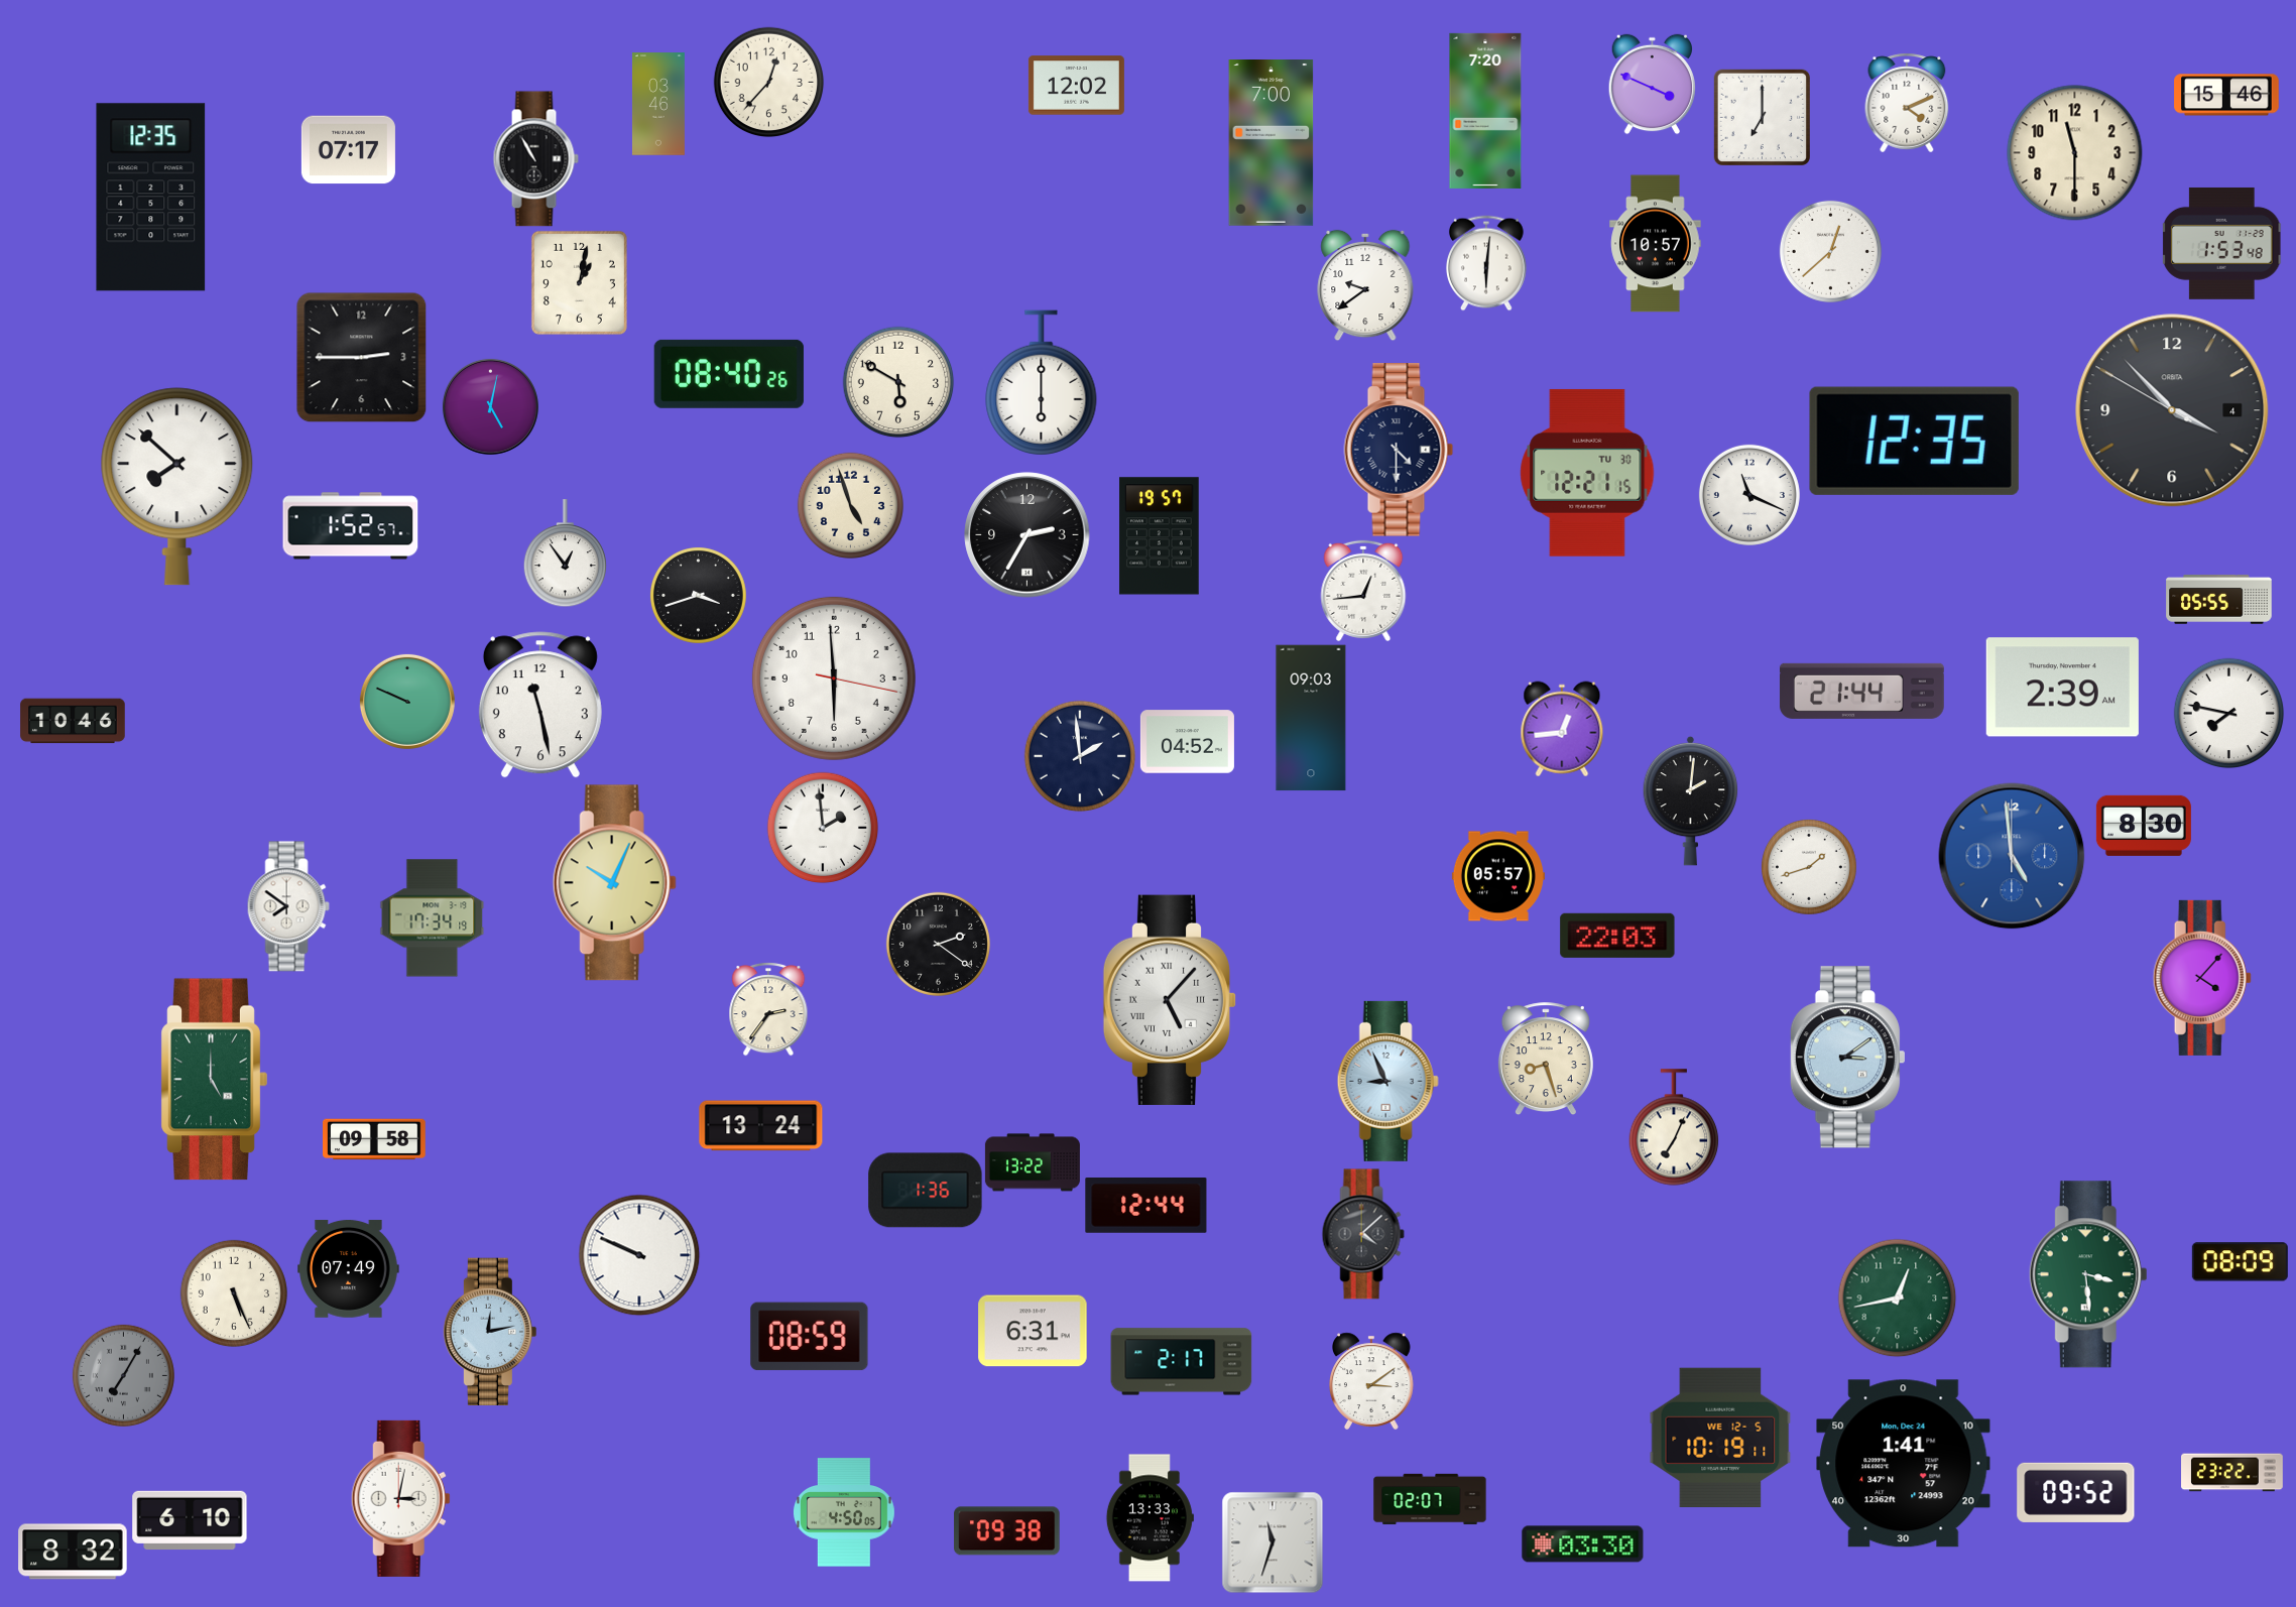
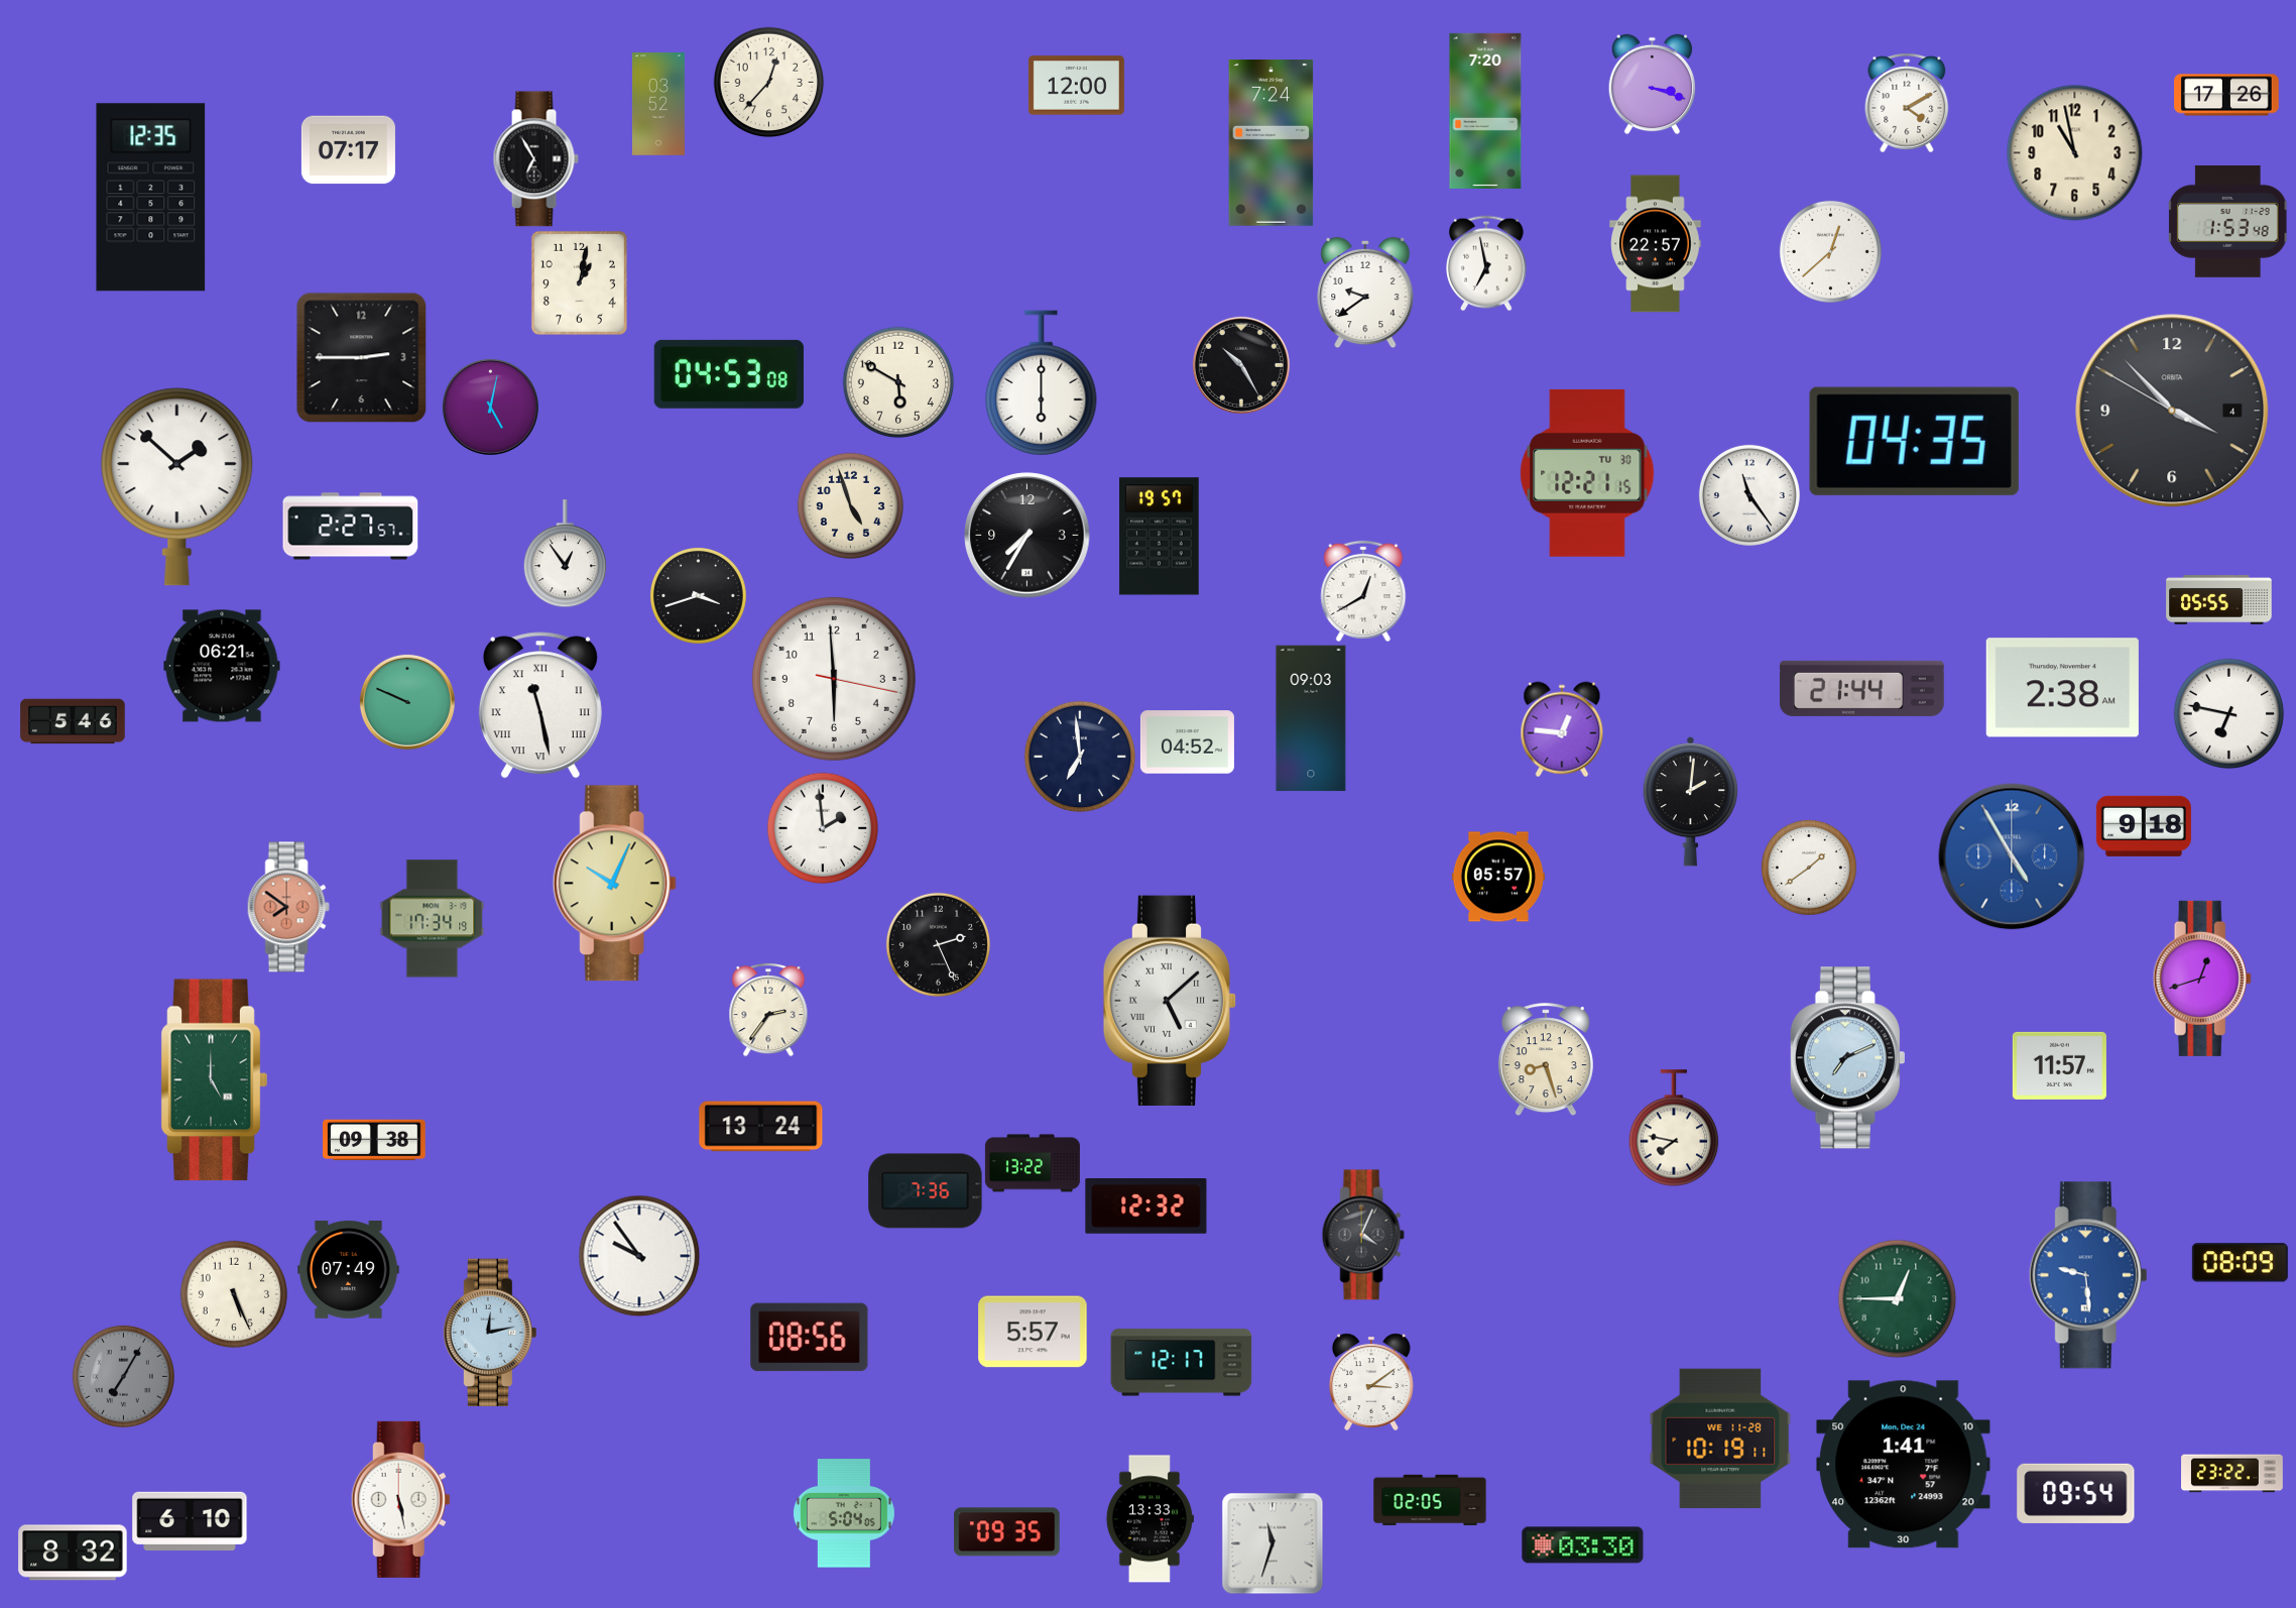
clock at (1653, 84): 3:49 -> 3:18
clock at (1076, 86): 12:02 -> 12:00
clock at (2226, 95): 15:46 -> 17:26
clock at (1907, 103): 4:11 -> 4:10
clock at (658, 104): 03:46 -> 03:52
clock at (1762, 117): 7:00 -> none
clock at (1272, 143): 7:00 -> 7:24
clock at (2075, 153): 11:30 -> 10:58
clock at (535, 159): 10:55 -> 6:55
clock at (2222, 243) position: (2222, 243) -> (2228, 221)
clock at (1656, 244): 10:57 -> 22:57
clock at (1486, 263): 6:01 -> 6:58
clock at (1365, 285) position: (1365, 285) -> (1365, 293)
clock at (1241, 365): none -> 10:25
clock at (729, 374): 08:40 -> 04:53
clock at (1914, 441): 12:35 -> 04:35
clock at (1399, 450): 4:30 -> none
clock at (177, 487): 7:52 -> 1:52
clock at (1749, 495): 11:19 -> 11:24
clock at (351, 526): 1:52 -> 2:27
clock at (1028, 535): 2:35 -> 7:35
clock at (1363, 591): 12:44 -> 12:40
clock at (222, 666): none -> 06:21
clock at (2062, 688): 2:39 -> 2:38
clock at (1861, 691) position: (1861, 691) -> (1861, 688)
clock at (540, 705) numerals: Arabic -> Roman
clock at (2228, 713): 7:47 -> 6:47
clock at (73, 721): 10:46 -> 5:46
clock at (1562, 729): 12:44 -> 12:46
clock at (1080, 756): 1:59 -> 6:59
clock at (2144, 826): 8:30 -> 9:18
clock at (2012, 856): 4:59 -> 4:55
clock at (1809, 867): 1:42 -> 1:39
clock at (288, 906) dial: white -> salmon
clock at (1617, 936): 22:03 -> none
clock at (938, 944): 2:21 -> 2:26
clock at (2202, 978): 4:07 -> 12:42
clock at (1170, 1000): 5:07 -> 5:08
clock at (1847, 1058): 3:09 -> 7:11
clock at (2059, 1065): none -> 11:57
clock at (1387, 1081): 8:56 -> none
clock at (1674, 1127): 7:04 -> 7:47
clock at (375, 1139): 09:58 -> 09:38
clock at (926, 1191): 1:36 -> 7:36
clock at (1146, 1206): 12:44 -> 12:32
clock at (1363, 1234): 4:08 -> 4:04
clock at (639, 1255): 9:49 -> 9:54
clock at (2088, 1274): 3:29 -> 9:29
clock at (2088, 1274) dial: green -> blue
clock at (1897, 1297): 12:43 -> 12:45
clock at (1033, 1331): 6:31 -> 5:57
clock at (810, 1337): 08:59 -> 08:56
clock at (1182, 1362): 2:17 -> 12:17
clock at (1720, 1437) date: WE 12-5 -> WE 11-28
clock at (2076, 1492): 09:52 -> 09:54
clock at (400, 1498): 3:02 -> 5:28
clock at (1430, 1499): 02:07 -> 02:05
clock at (844, 1512): 4:50 -> 5:04
clock at (1007, 1531): 09:38 -> 09:35
